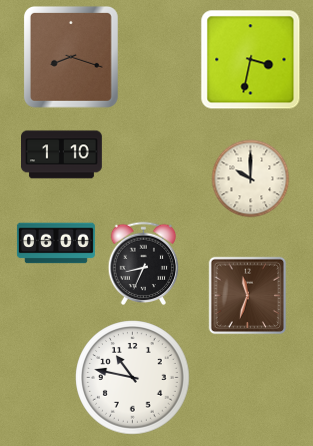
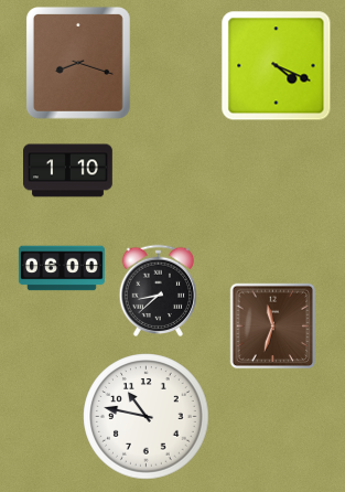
clock at (250, 59): 3:32 -> 4:19
clock at (250, 178): 10:00 -> none
clock at (144, 263): 8:34 -> 8:38
